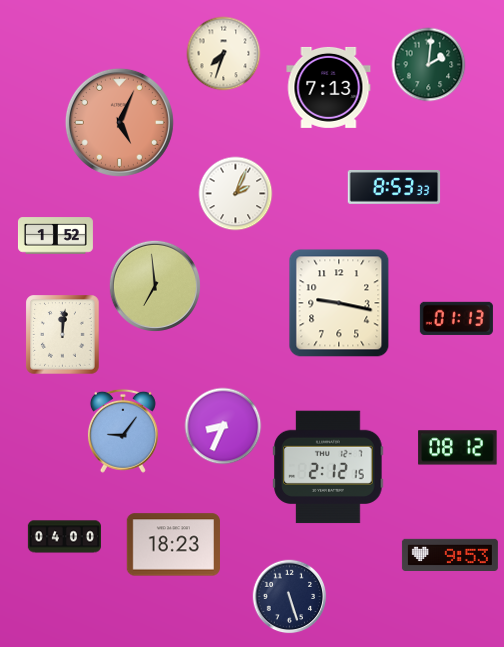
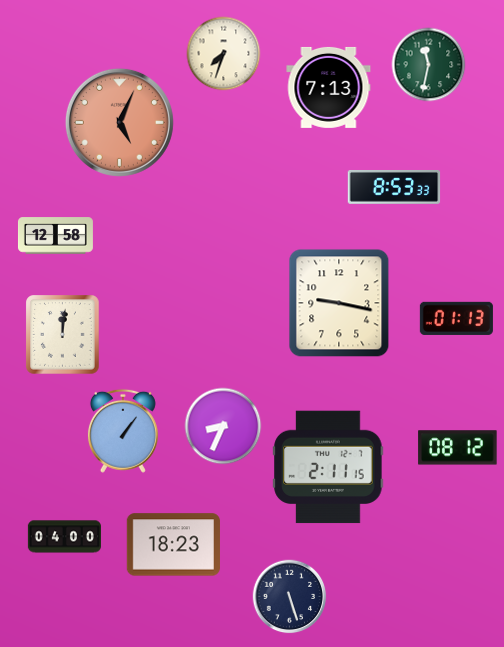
clock at (429, 65): 2:01 -> 11:32
clock at (236, 194): 2:04 -> none
clock at (55, 236): 1:52 -> 12:58
clock at (155, 286): 6:59 -> none
clock at (123, 431): 9:06 -> 1:06
clock at (328, 467): 2:12 -> 2:11
clock at (450, 554): 9:53 -> none
